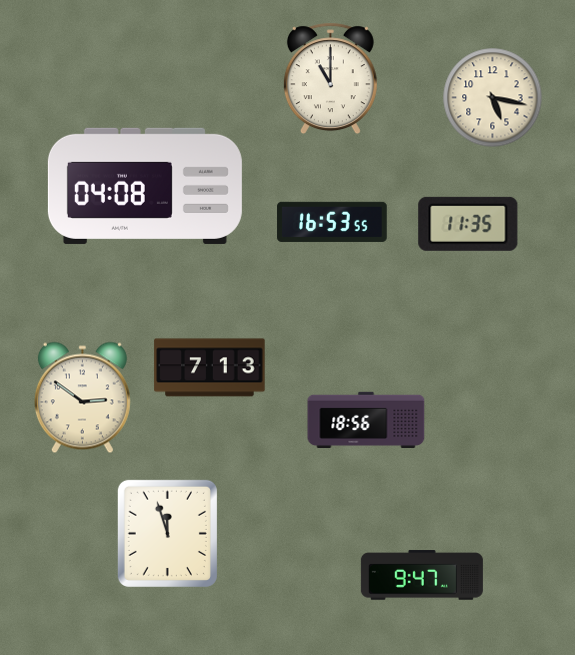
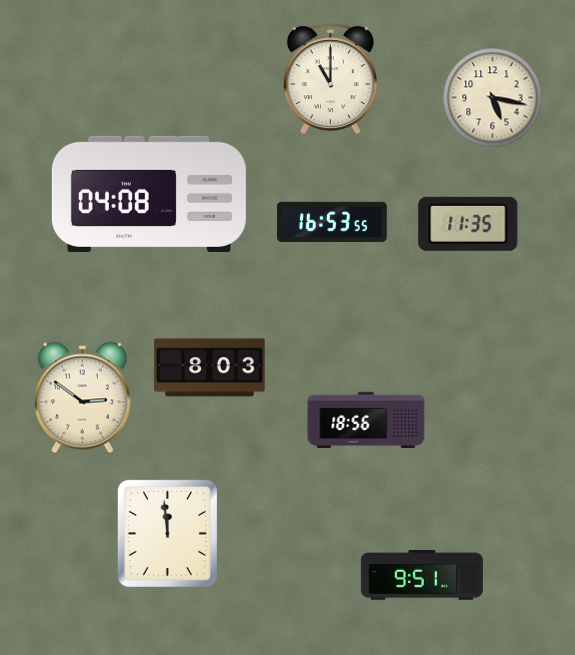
clock at (145, 186) position: (145, 186) -> (149, 194)
clock at (210, 368): 7:13 -> 8:03
clock at (167, 533): 11:57 -> 11:59
clock at (422, 575): 9:47 -> 9:51
